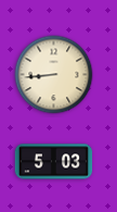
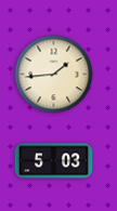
clock at (54, 75): 8:44 -> 1:44
